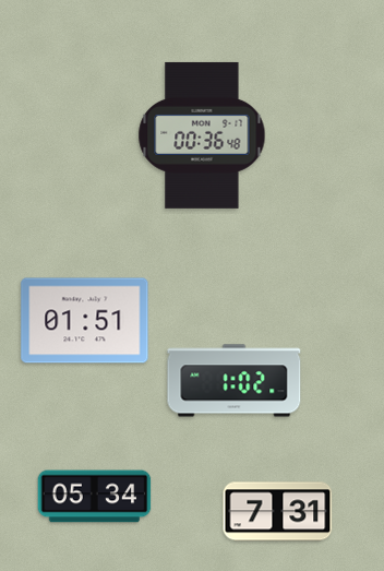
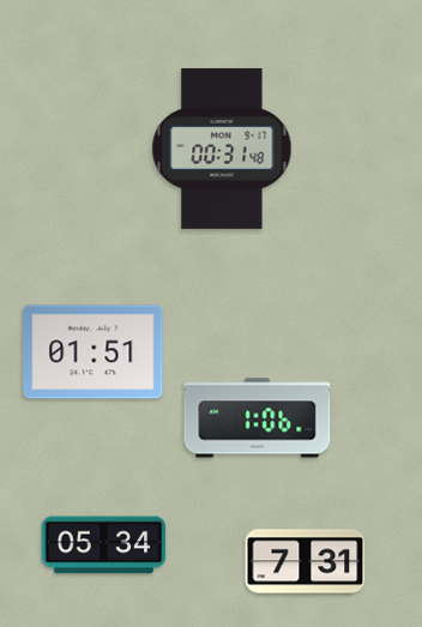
clock at (202, 135): 00:36 -> 00:31
clock at (235, 381): 1:02 -> 1:06
